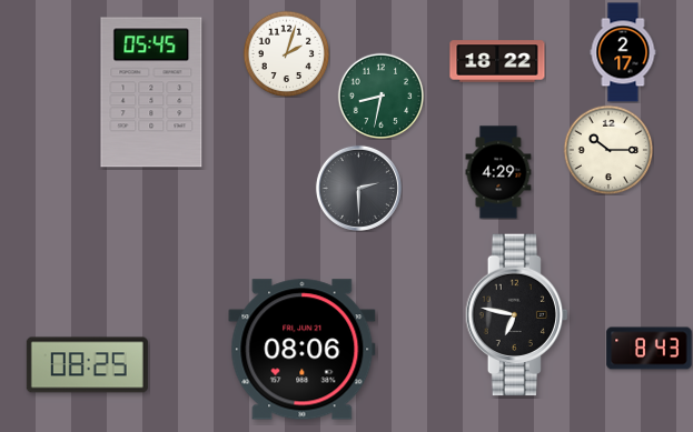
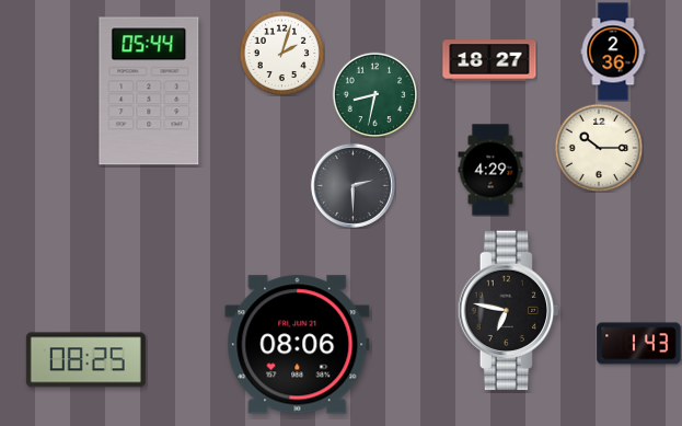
clock at (623, 52): 2:17 -> 2:36
clock at (497, 61): 18:22 -> 18:27
clock at (151, 92): 05:45 -> 05:44
clock at (650, 349): 8:43 -> 1:43
